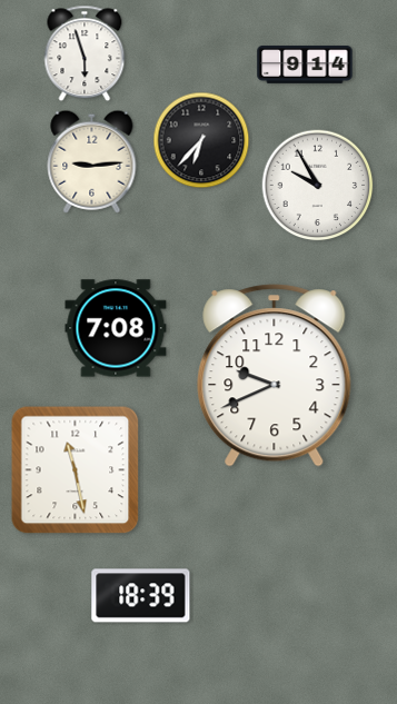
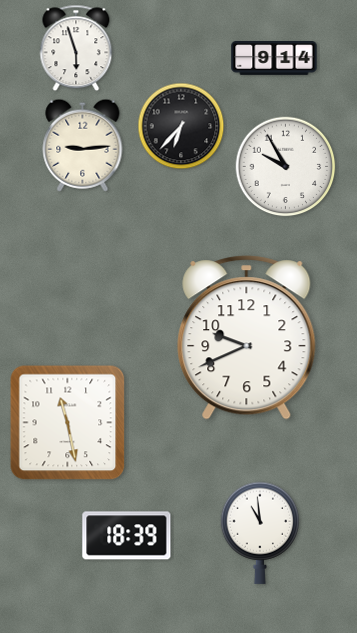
clock at (116, 328): 7:08 -> none
clock at (259, 533): none -> 10:59
